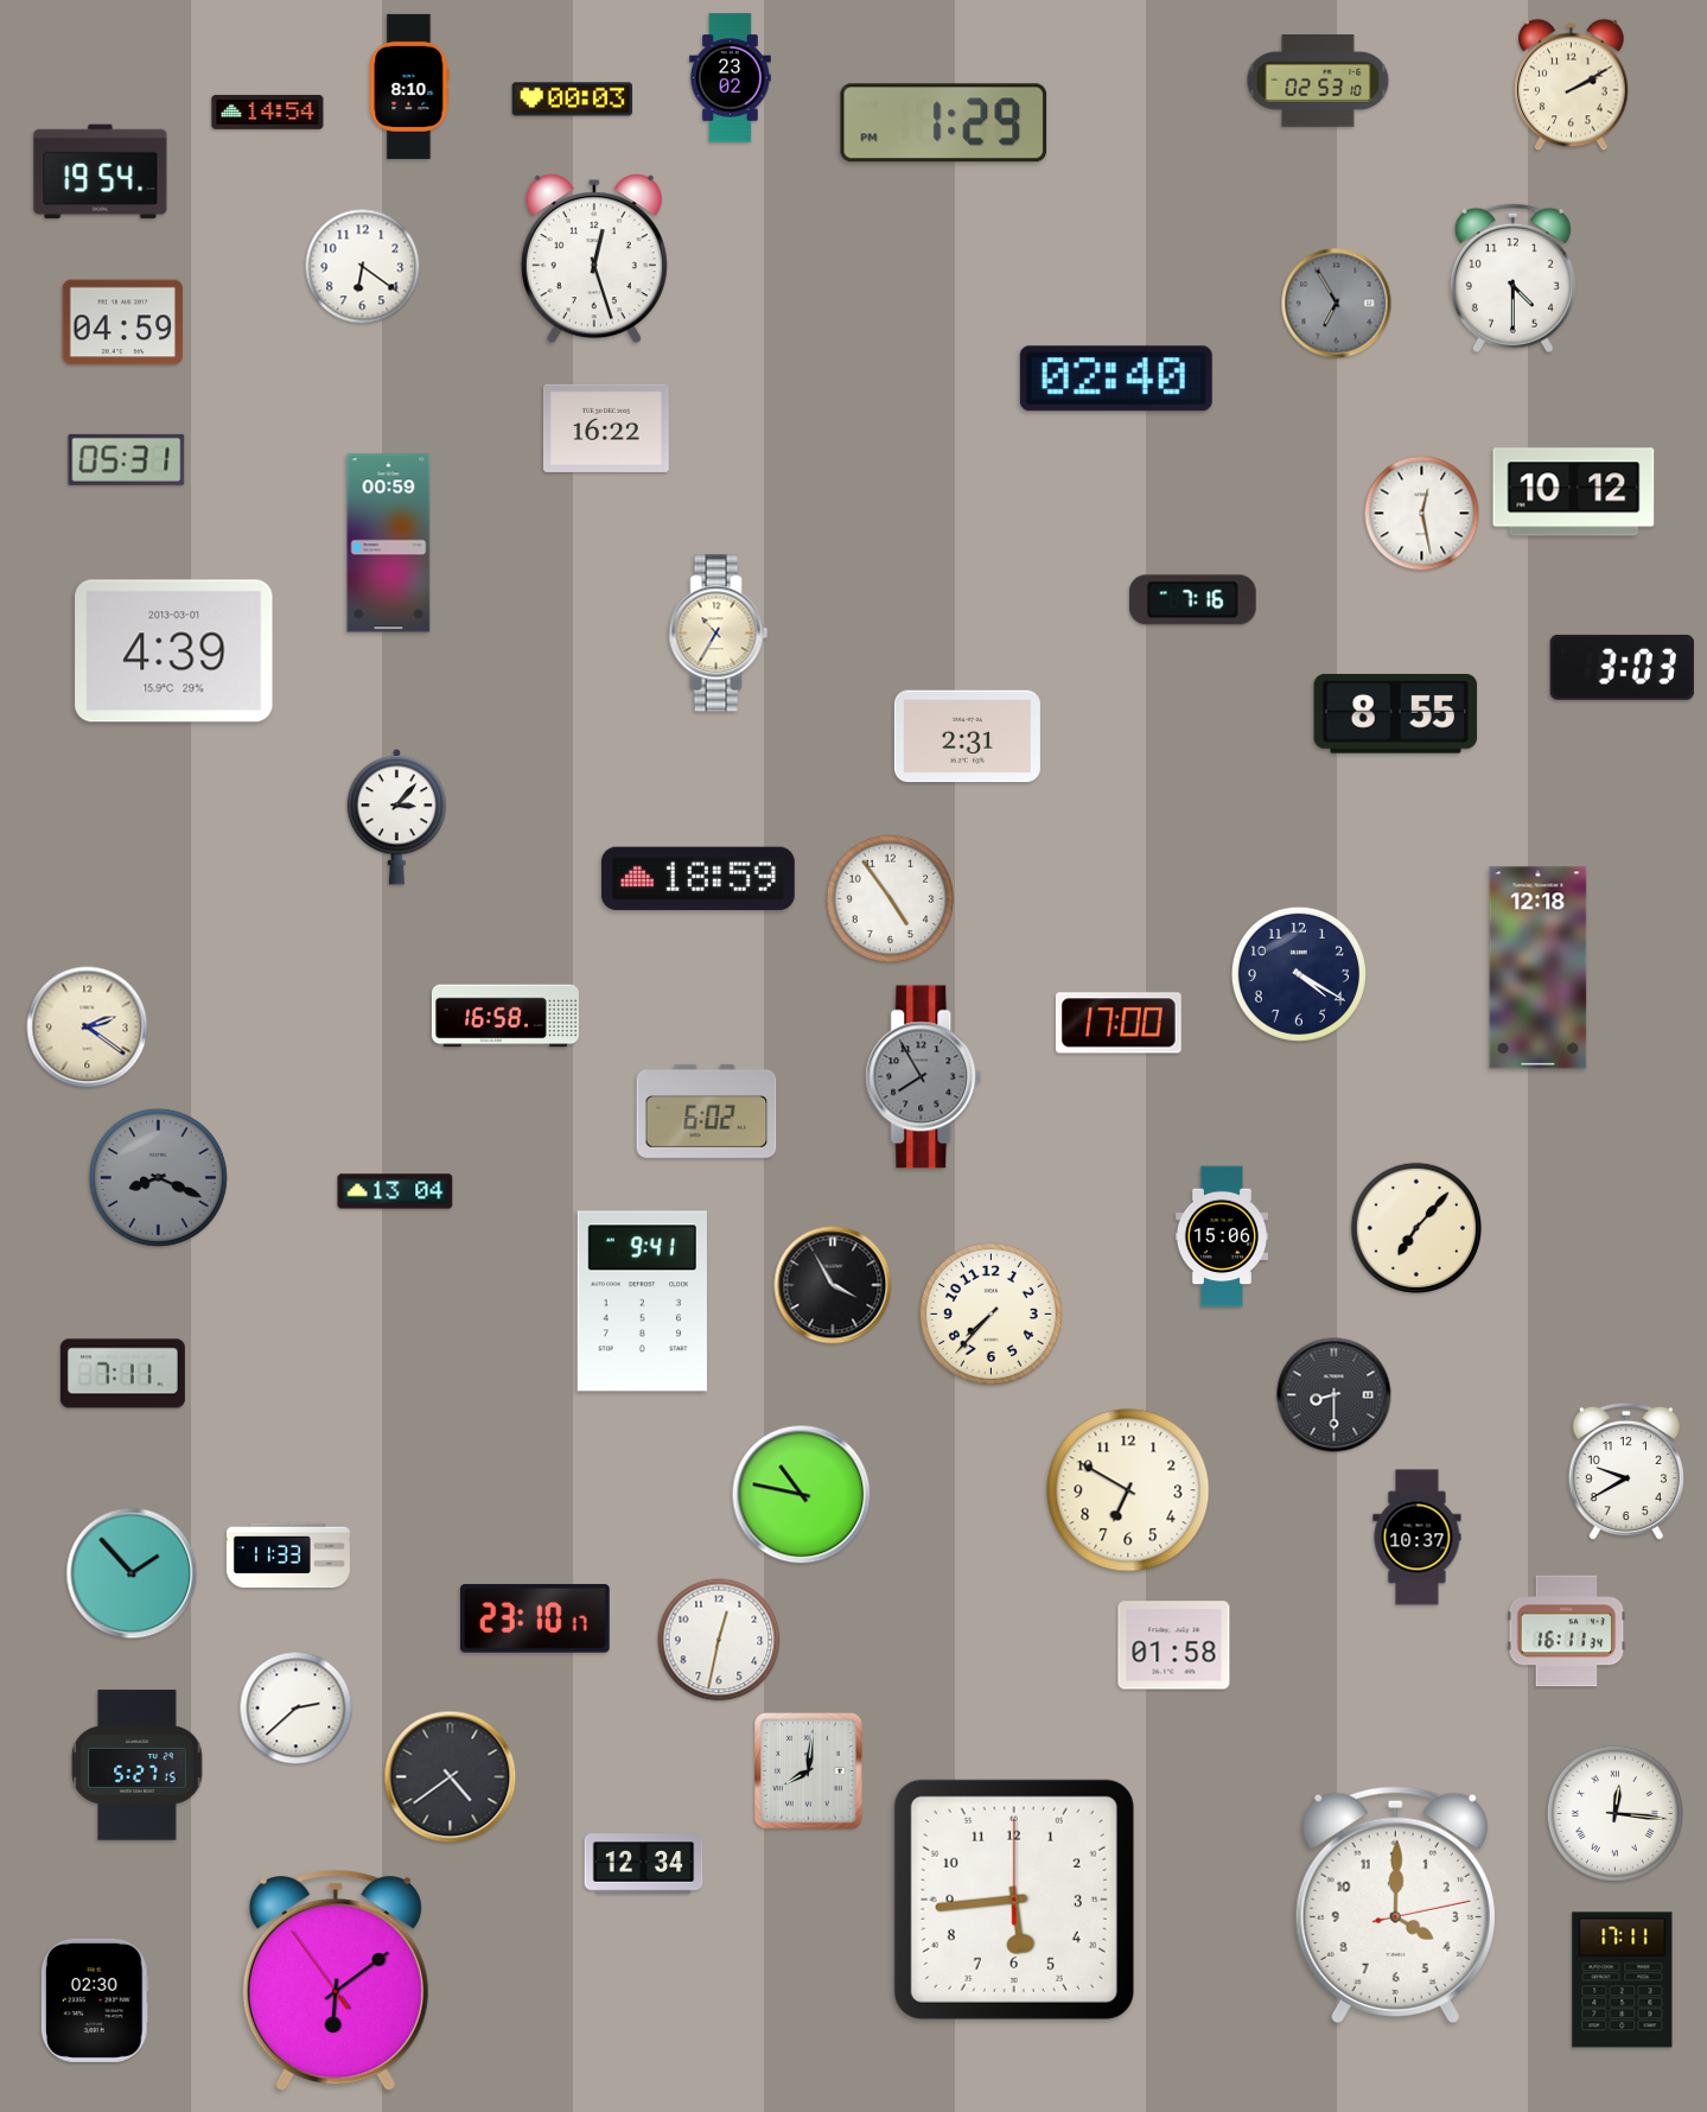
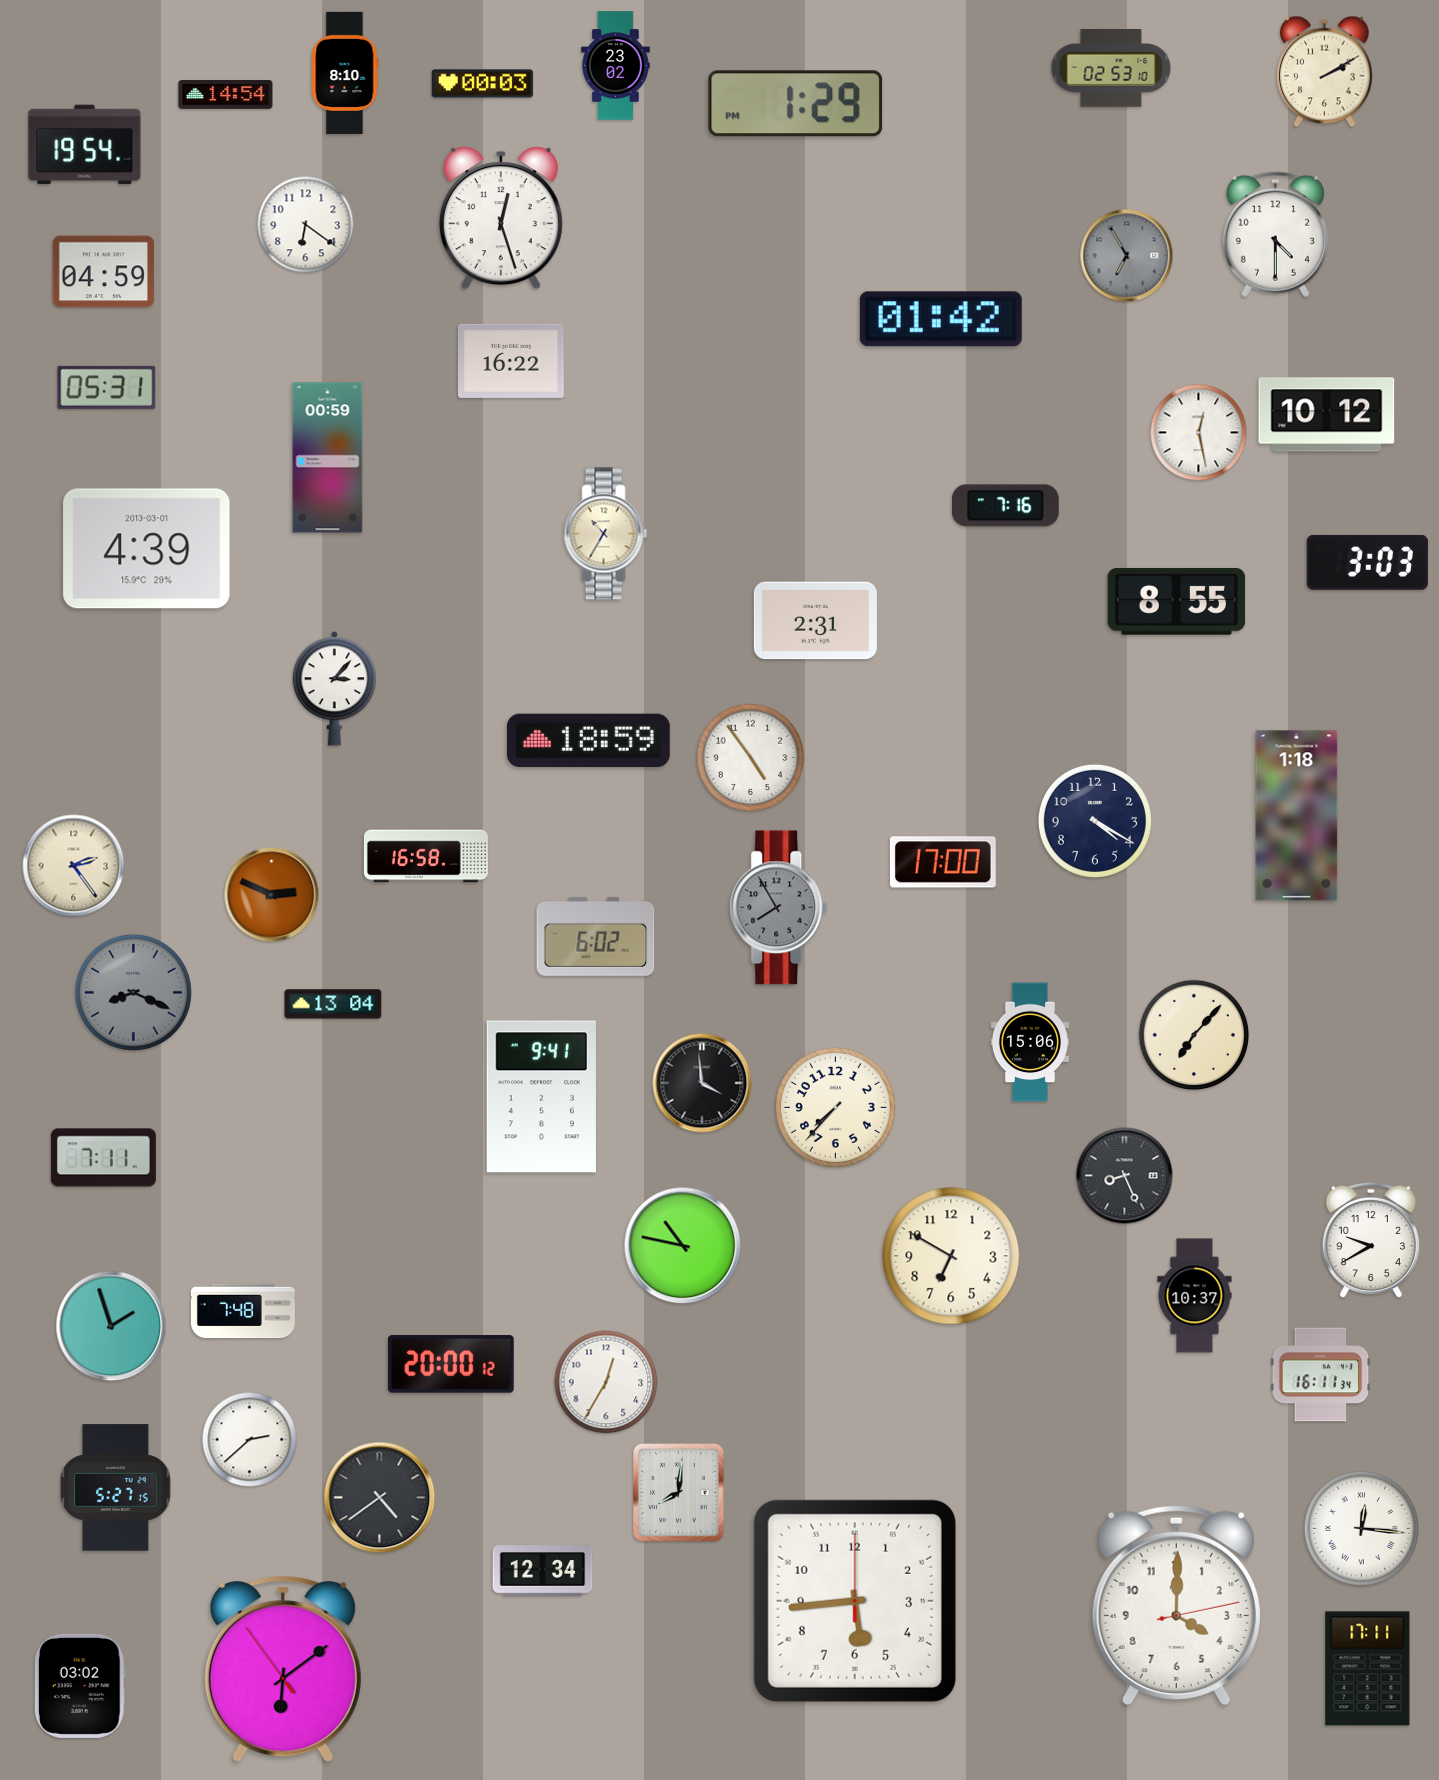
clock at (1116, 378): 02:40 -> 01:42
clock at (1539, 968): 12:18 -> 1:18
clock at (88, 1028): 2:21 -> 2:24
clock at (272, 895): none -> 2:49
clock at (833, 1285): 3:55 -> 3:59
clock at (1335, 1395): 8:30 -> 8:26
clock at (802, 1495) position: (802, 1495) -> (683, 1246)
clock at (288, 1556): 11:33 -> 7:48
clock at (132, 1573): 1:53 -> 1:57
clock at (535, 1618): 23:10 -> 20:00
clock at (719, 1640): 12:32 -> 12:35
clock at (1174, 1646): 01:58 -> none
clock at (809, 1771) position: (809, 1771) -> (679, 1493)
clock at (95, 2000): 02:30 -> 03:02
